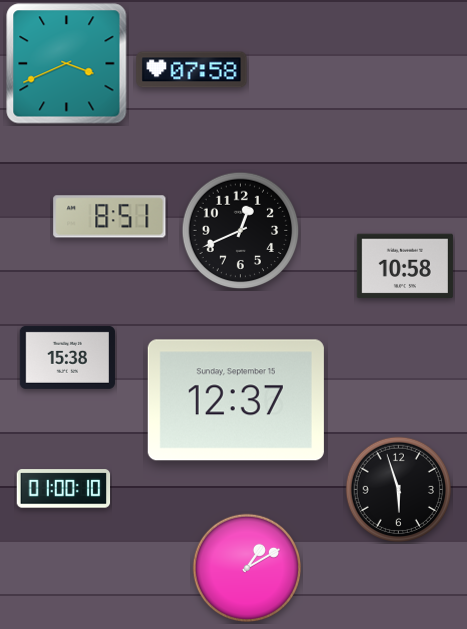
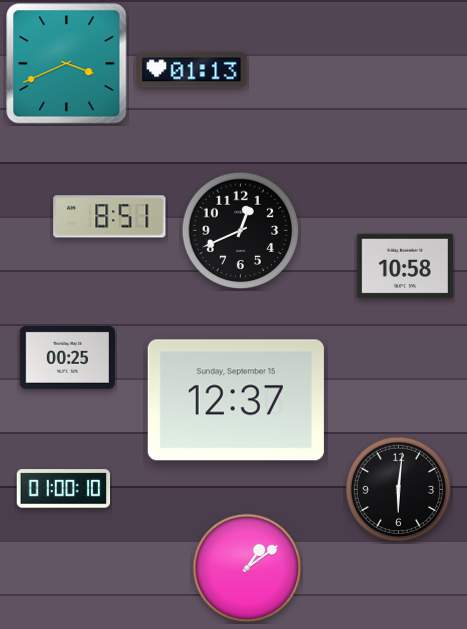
clock at (192, 70): 07:58 -> 01:13
clock at (67, 357): 15:38 -> 00:25
clock at (398, 489): 5:57 -> 6:01
clock at (247, 568): 1:10 -> 1:09
